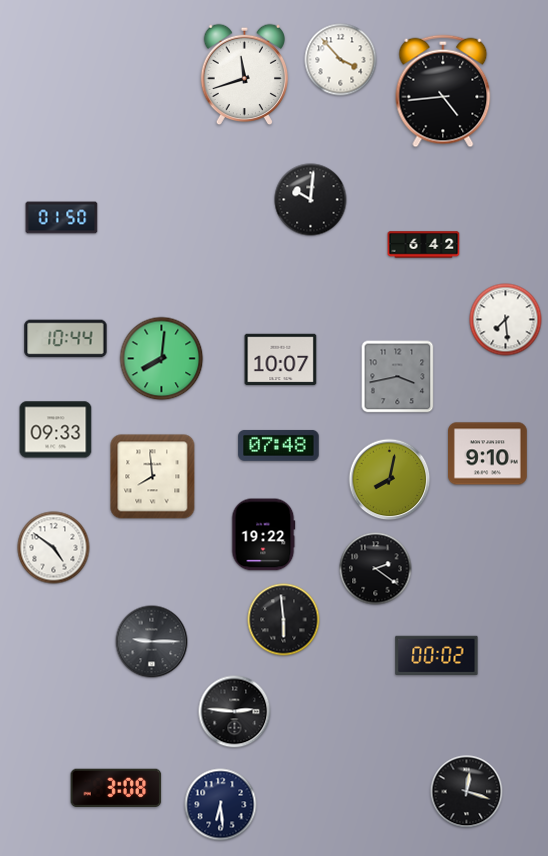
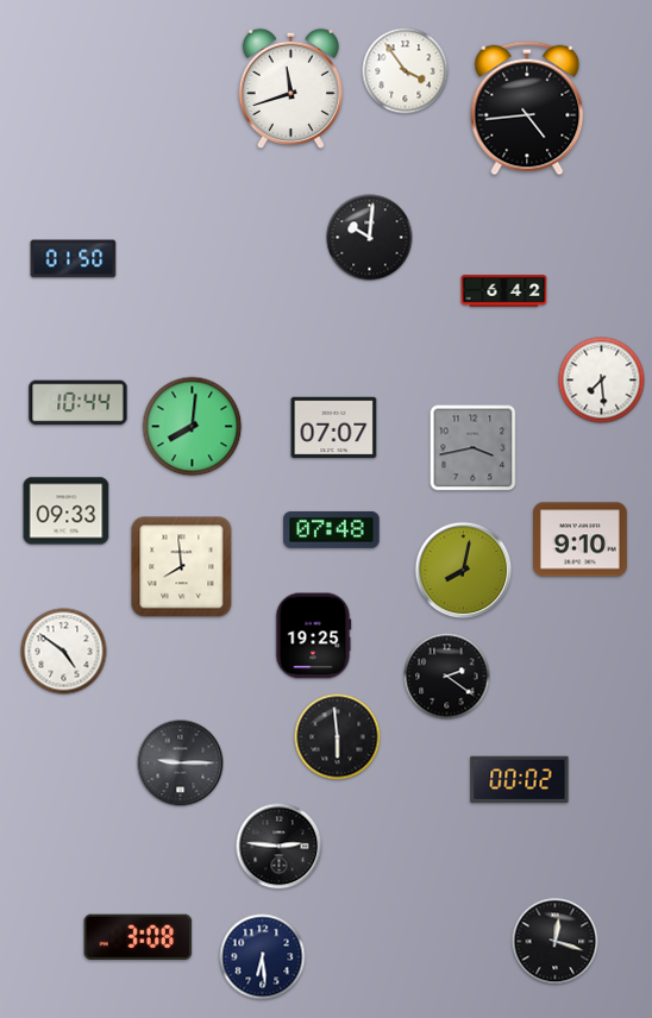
clock at (341, 60): 3:53 -> 3:54
clock at (281, 360): 10:07 -> 07:07
clock at (263, 535): 19:22 -> 19:25
